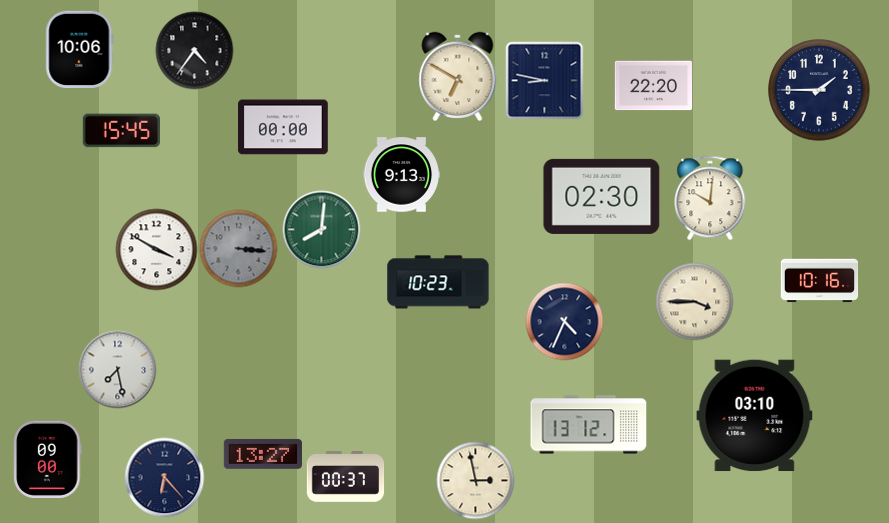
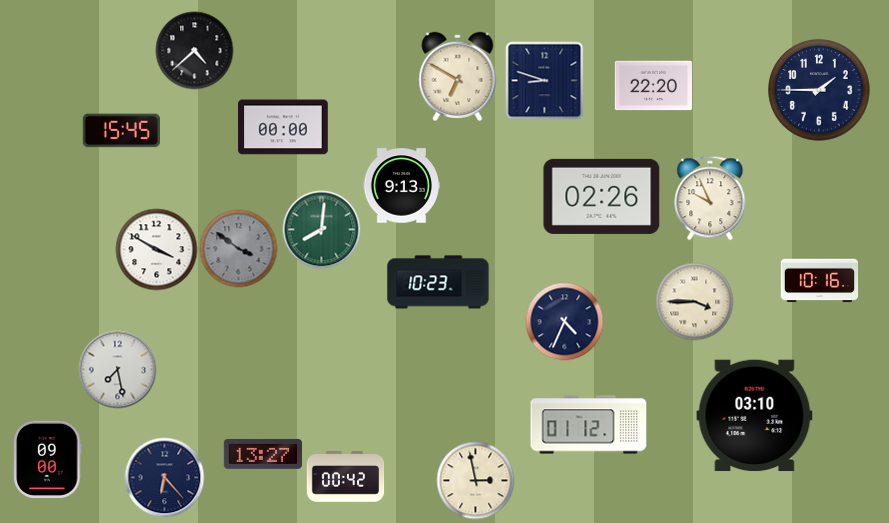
clock at (80, 49): 10:06 -> none
clock at (194, 50): 4:36 -> 4:38
clock at (544, 80): 8:47 -> 8:48
clock at (401, 175) position: (401, 175) -> (401, 186)
clock at (602, 196): 02:30 -> 02:26
clock at (710, 198): 10:01 -> 9:56
clock at (238, 248): 3:16 -> 3:51
clock at (589, 425): 13:12 -> 01:12
clock at (345, 477): 00:37 -> 00:42
